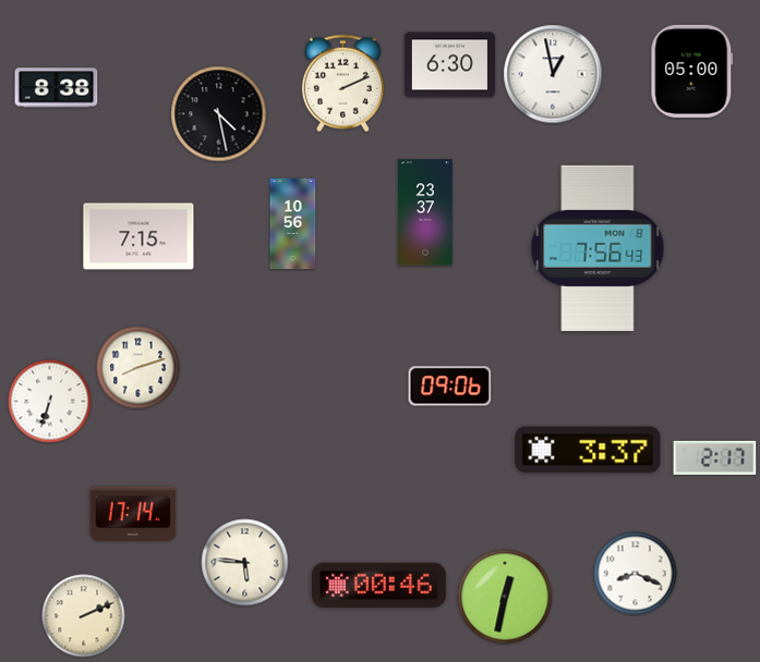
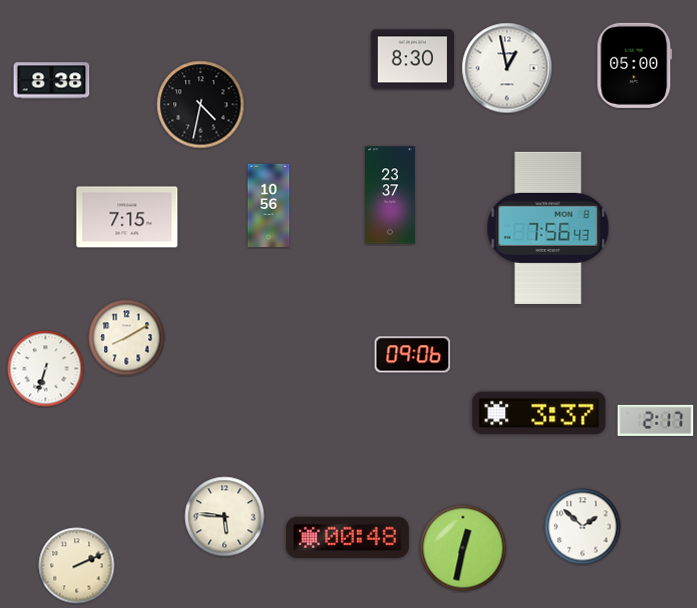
clock at (449, 65): 6:30 -> 8:30
clock at (342, 84): 2:11 -> none
clock at (219, 114): 4:28 -> 4:32
clock at (138, 368): 8:12 -> 8:10
clock at (133, 514): 17:14 -> none
clock at (636, 574): 8:19 -> 1:52
clock at (378, 586): 00:46 -> 00:48
